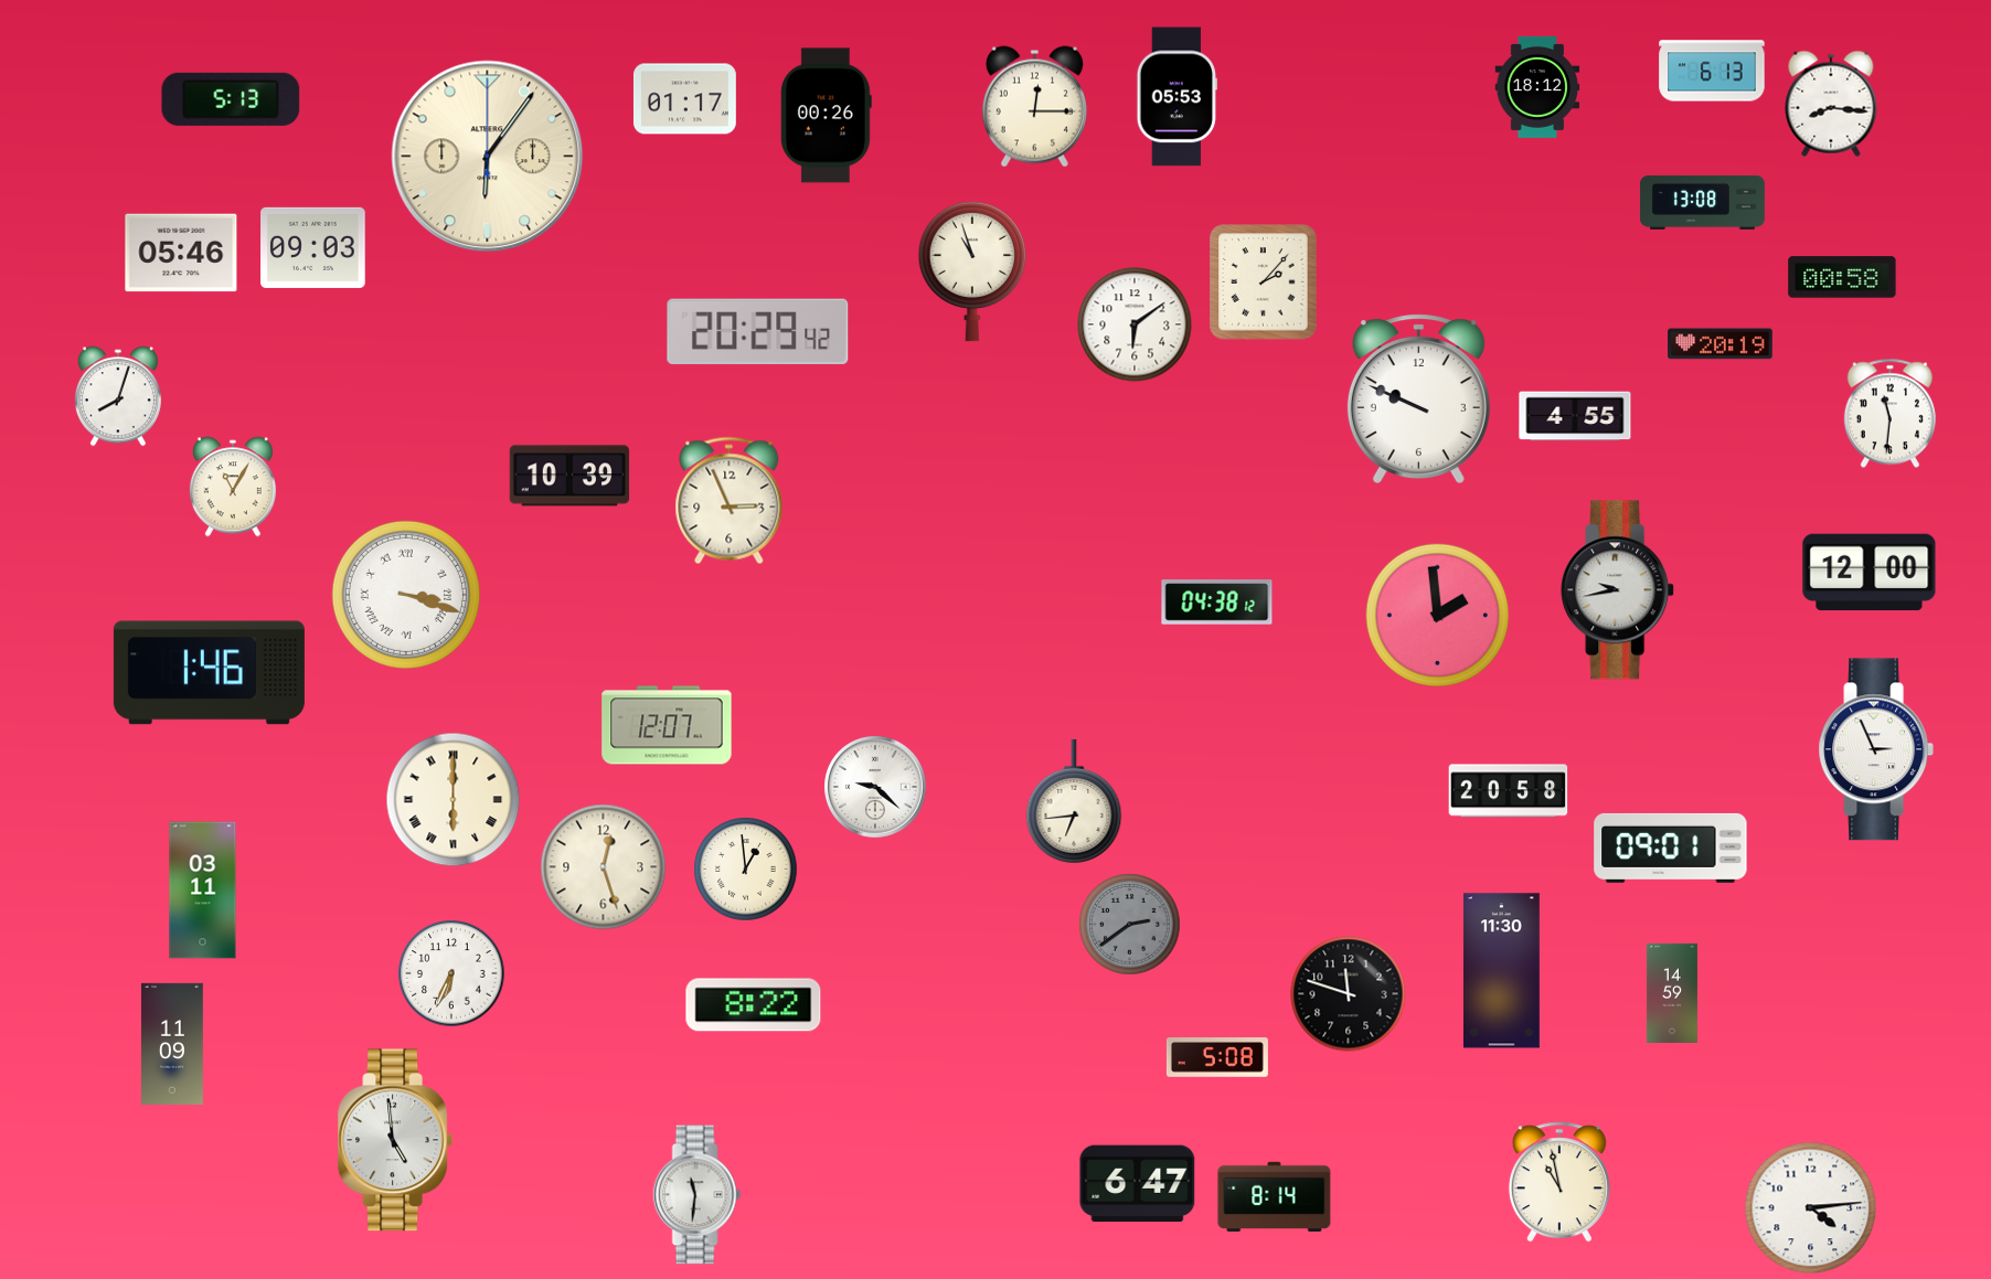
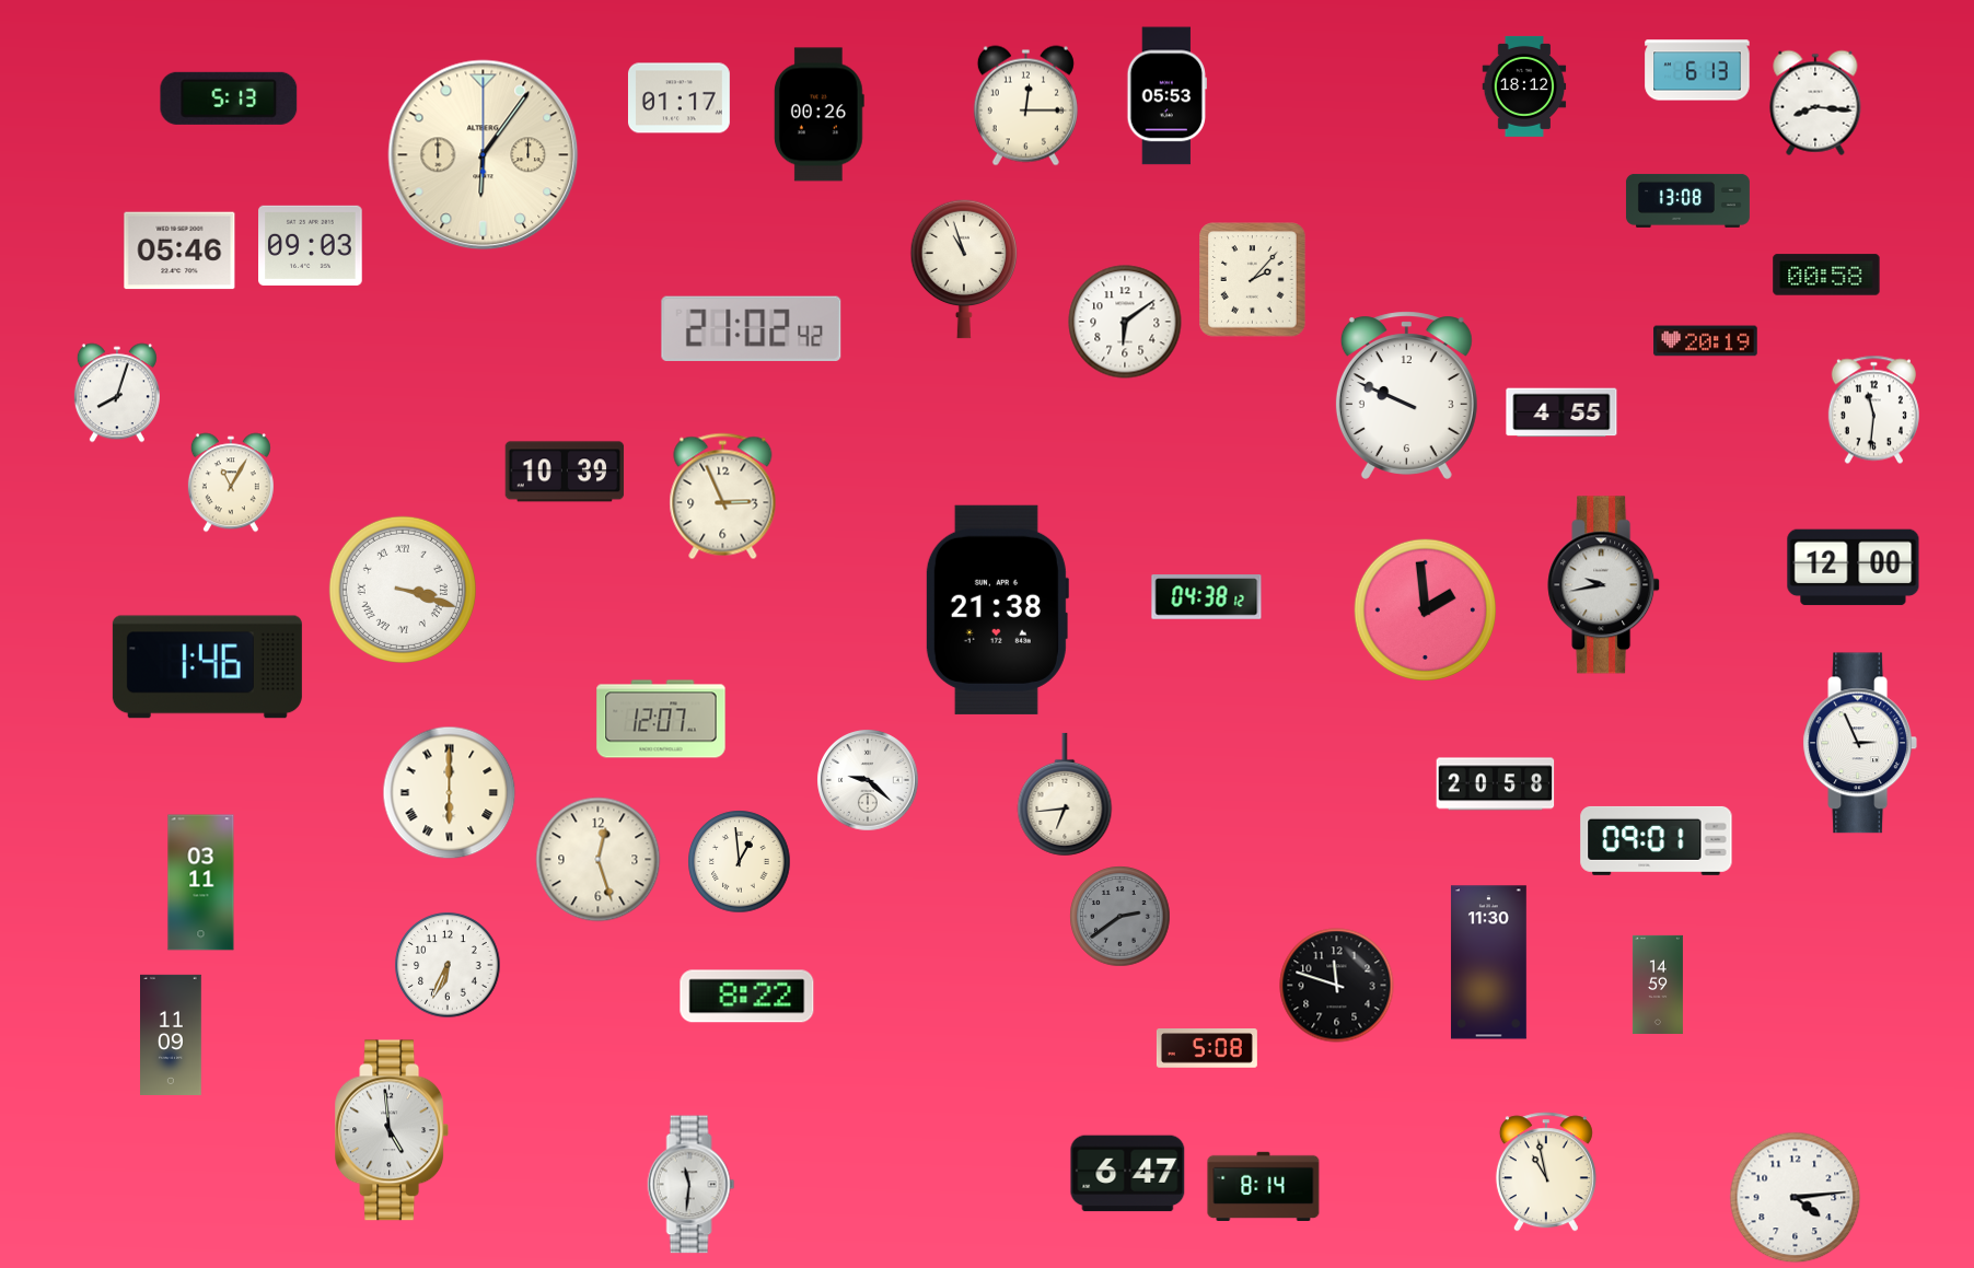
clock at (758, 331): 20:29 -> 21:02
clock at (997, 609): none -> 21:38
